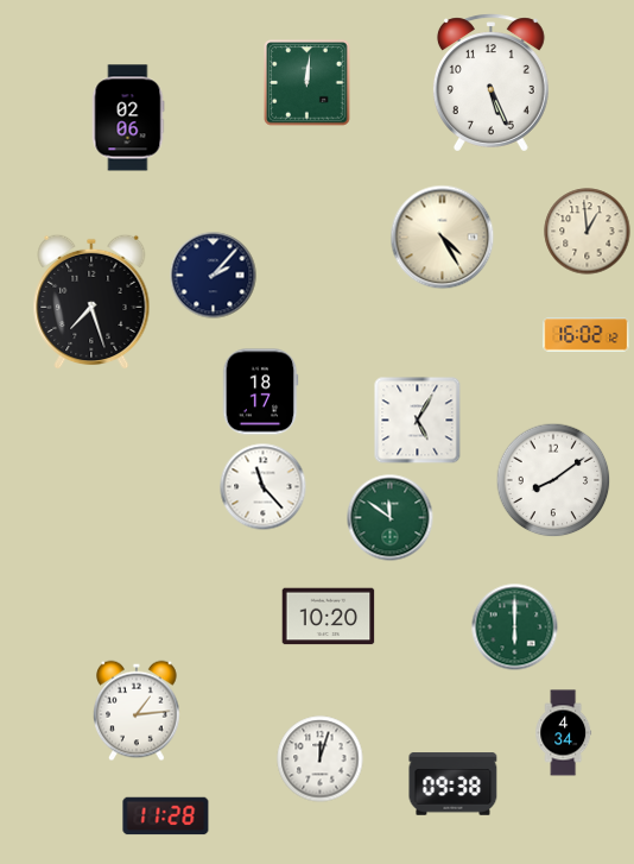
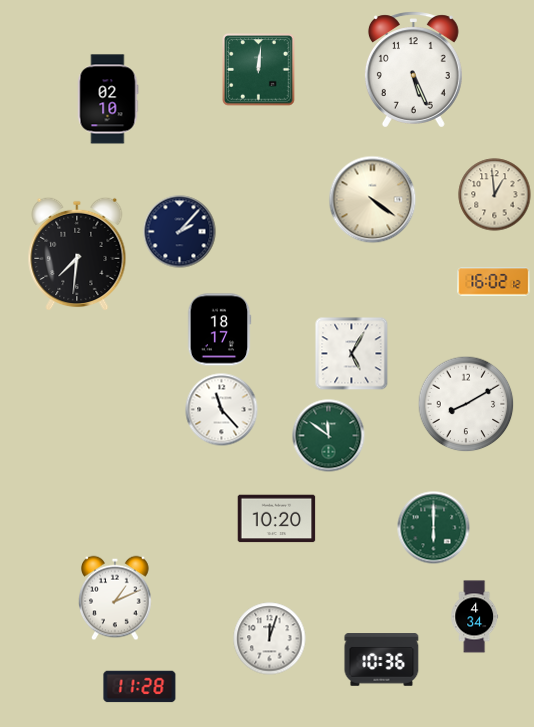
clock at (128, 118): 02:06 -> 02:10
clock at (443, 238): 4:25 -> 4:21
clock at (91, 302): 7:27 -> 7:31
clock at (553, 480): 8:09 -> 8:10
clock at (137, 711): 1:14 -> 1:11
clock at (454, 784): 09:38 -> 10:36
